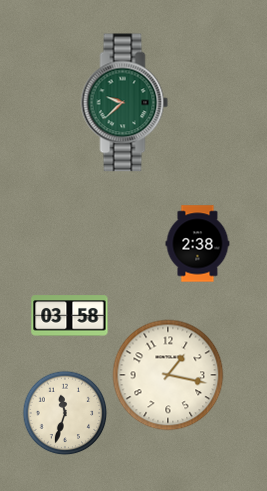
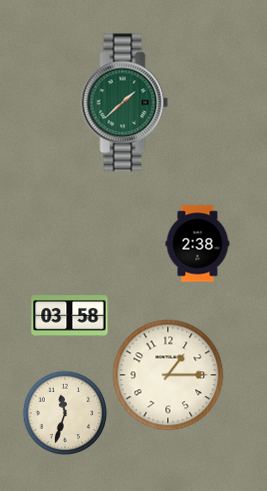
clock at (125, 103): 9:38 -> 1:38
clock at (168, 375): 1:17 -> 1:15
